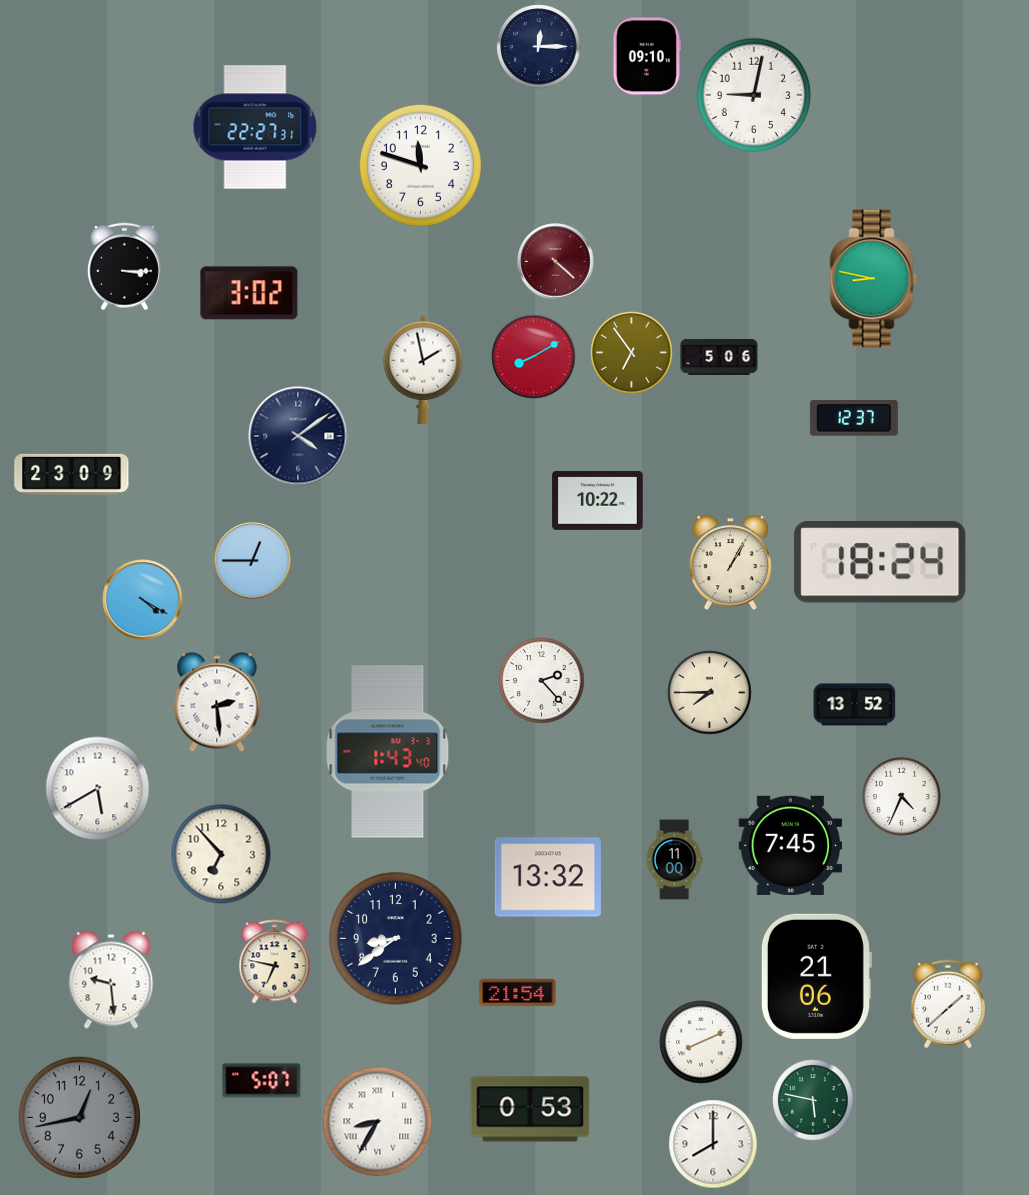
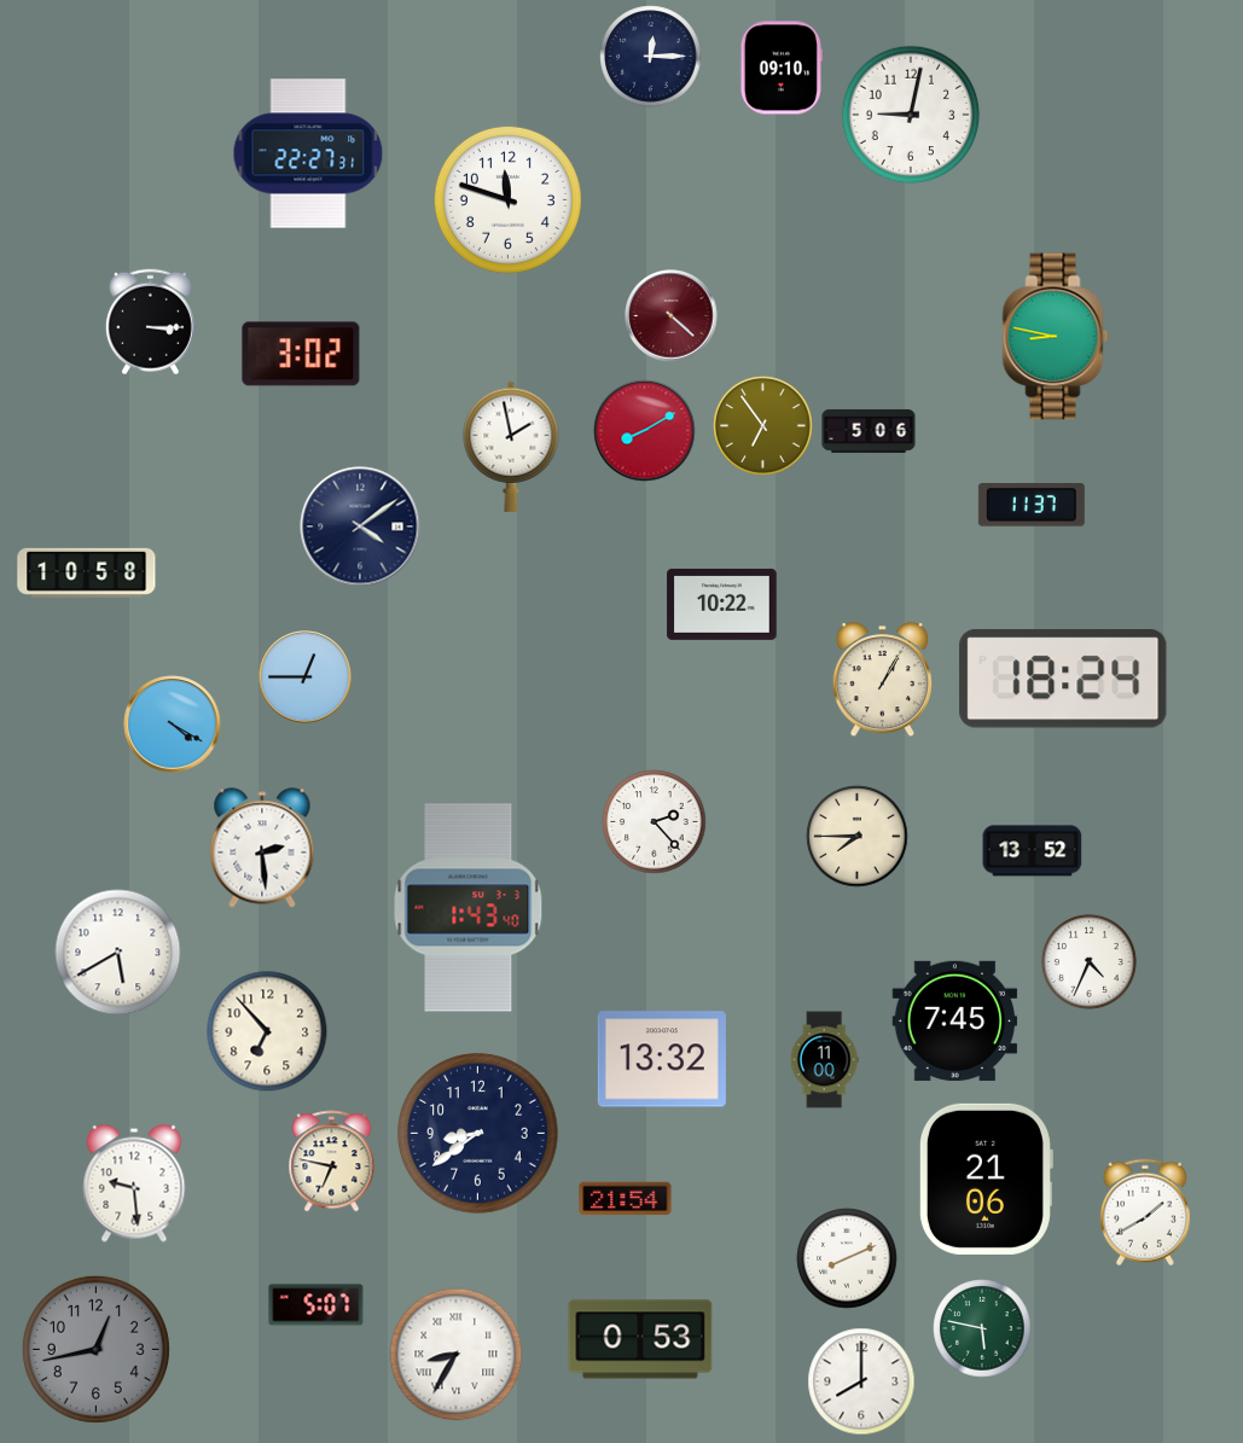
clock at (854, 418): 12:37 -> 11:37
clock at (72, 474): 23:09 -> 10:58
clock at (674, 860) position: (674, 860) -> (824, 1060)
clock at (948, 1004): 1:38 -> 1:40
